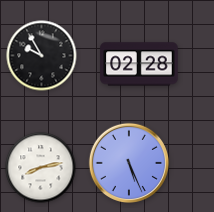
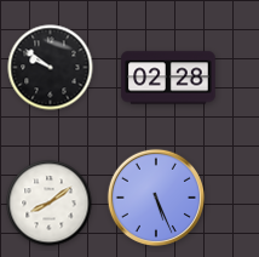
clock at (42, 56): 9:55 -> 9:51
clock at (41, 168): 8:13 -> 8:09
